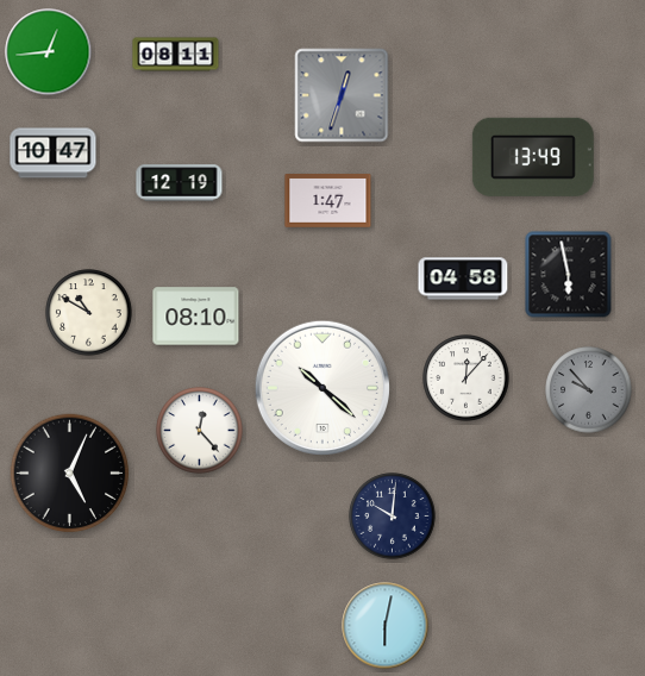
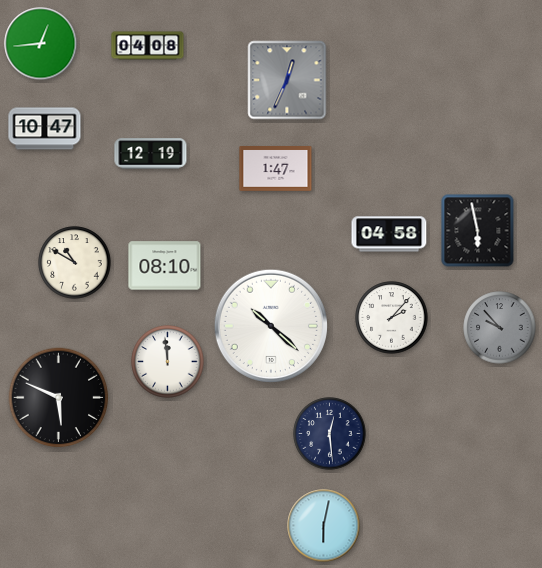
clock at (176, 55): 08:11 -> 04:08
clock at (342, 95): 12:33 -> 12:34
clock at (533, 157): 13:49 -> none
clock at (466, 378): 12:07 -> 2:07
clock at (589, 390) position: (589, 390) -> (500, 328)
clock at (200, 431): 12:23 -> 11:59
clock at (70, 474): 5:04 -> 5:49
clock at (393, 517): 10:01 -> 12:29
